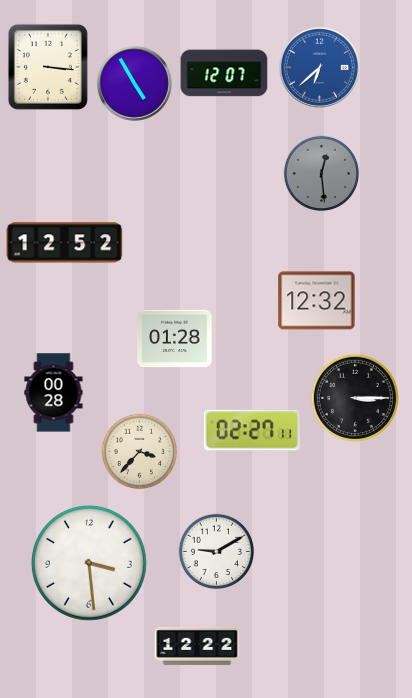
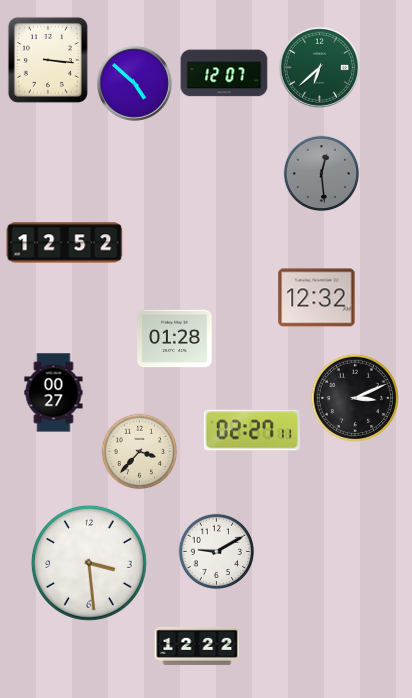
clock at (48, 67) position: (48, 67) -> (48, 60)
clock at (319, 67) dial: blue -> green
clock at (134, 83): 4:55 -> 4:52
clock at (317, 301) position: (317, 301) -> (317, 298)
clock at (54, 393): 00:28 -> 00:27
clock at (355, 398): 3:15 -> 3:11
